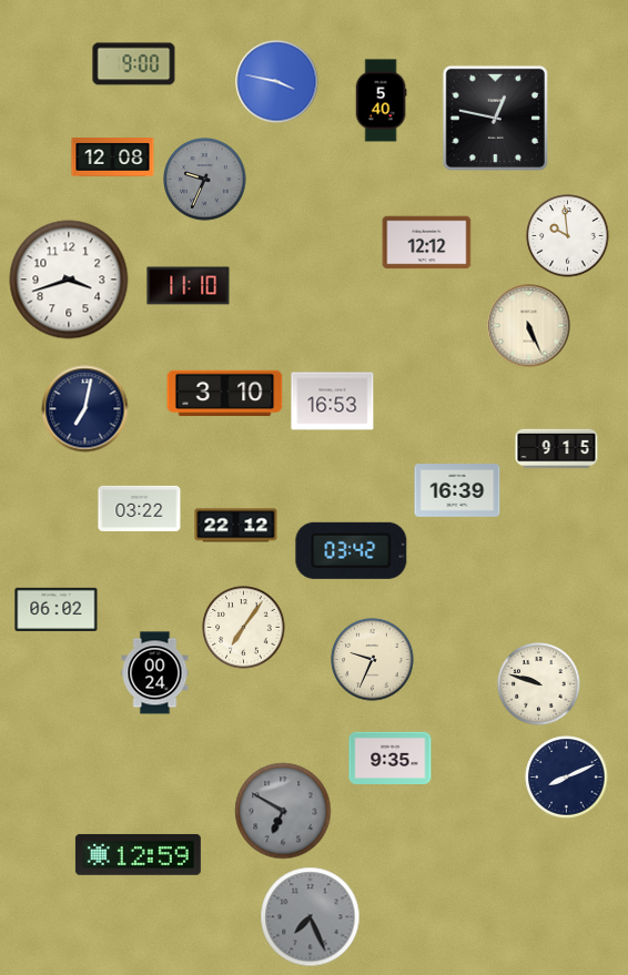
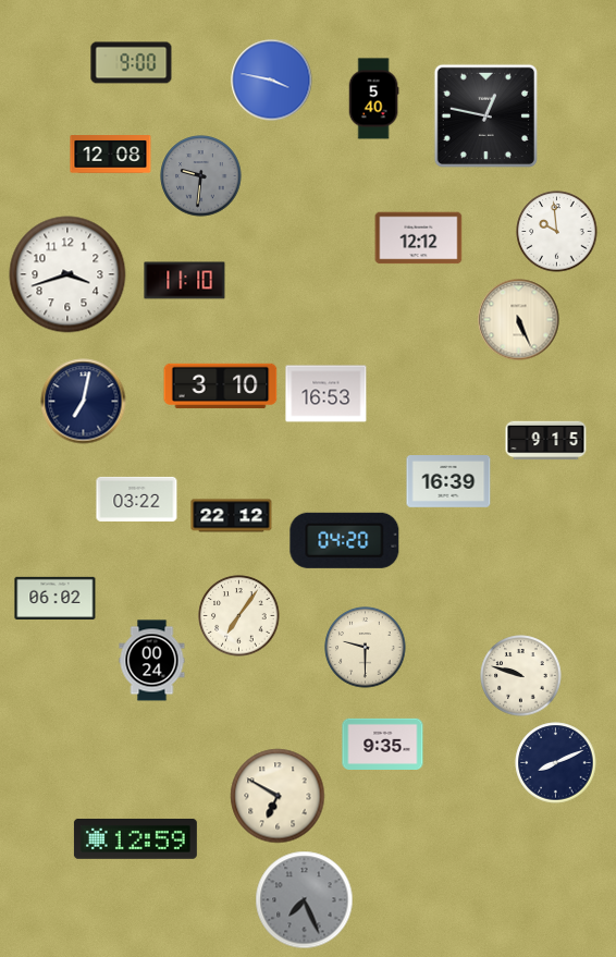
clock at (205, 180): 9:34 -> 9:31
clock at (352, 550): 03:42 -> 04:20
clock at (373, 660): 9:34 -> 9:30
clock at (539, 684) position: (539, 684) -> (521, 676)
clock at (283, 811) dial: grey -> cream
